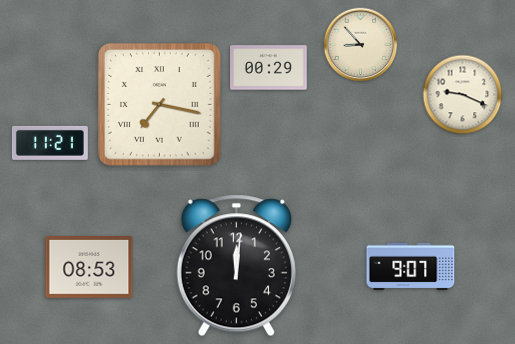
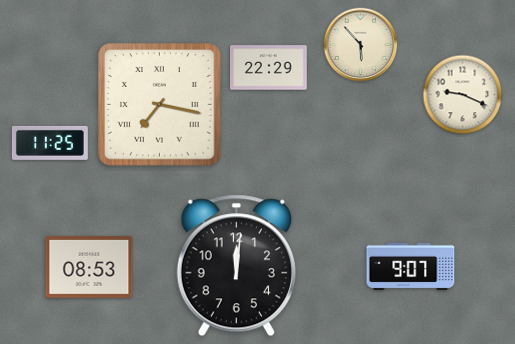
clock at (361, 45): 8:53 -> 5:53
clock at (269, 68): 00:29 -> 22:29
clock at (50, 143): 11:21 -> 11:25
